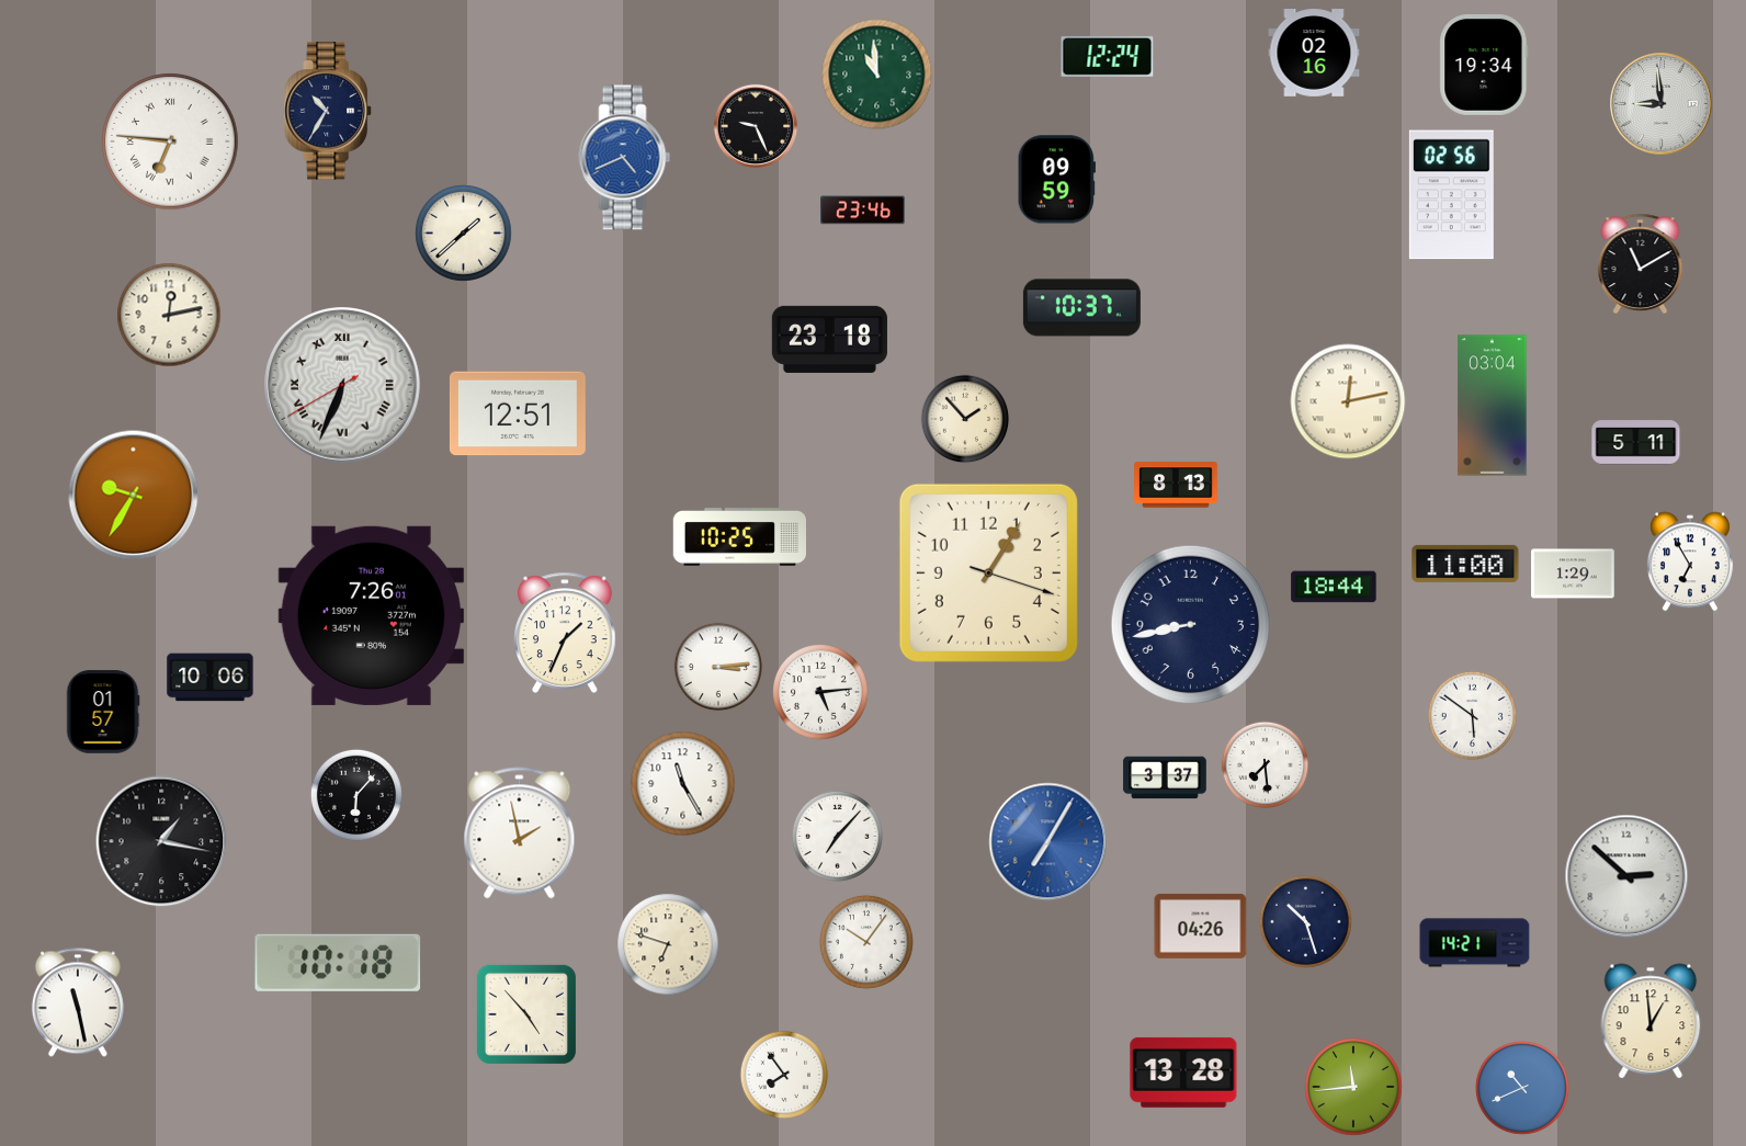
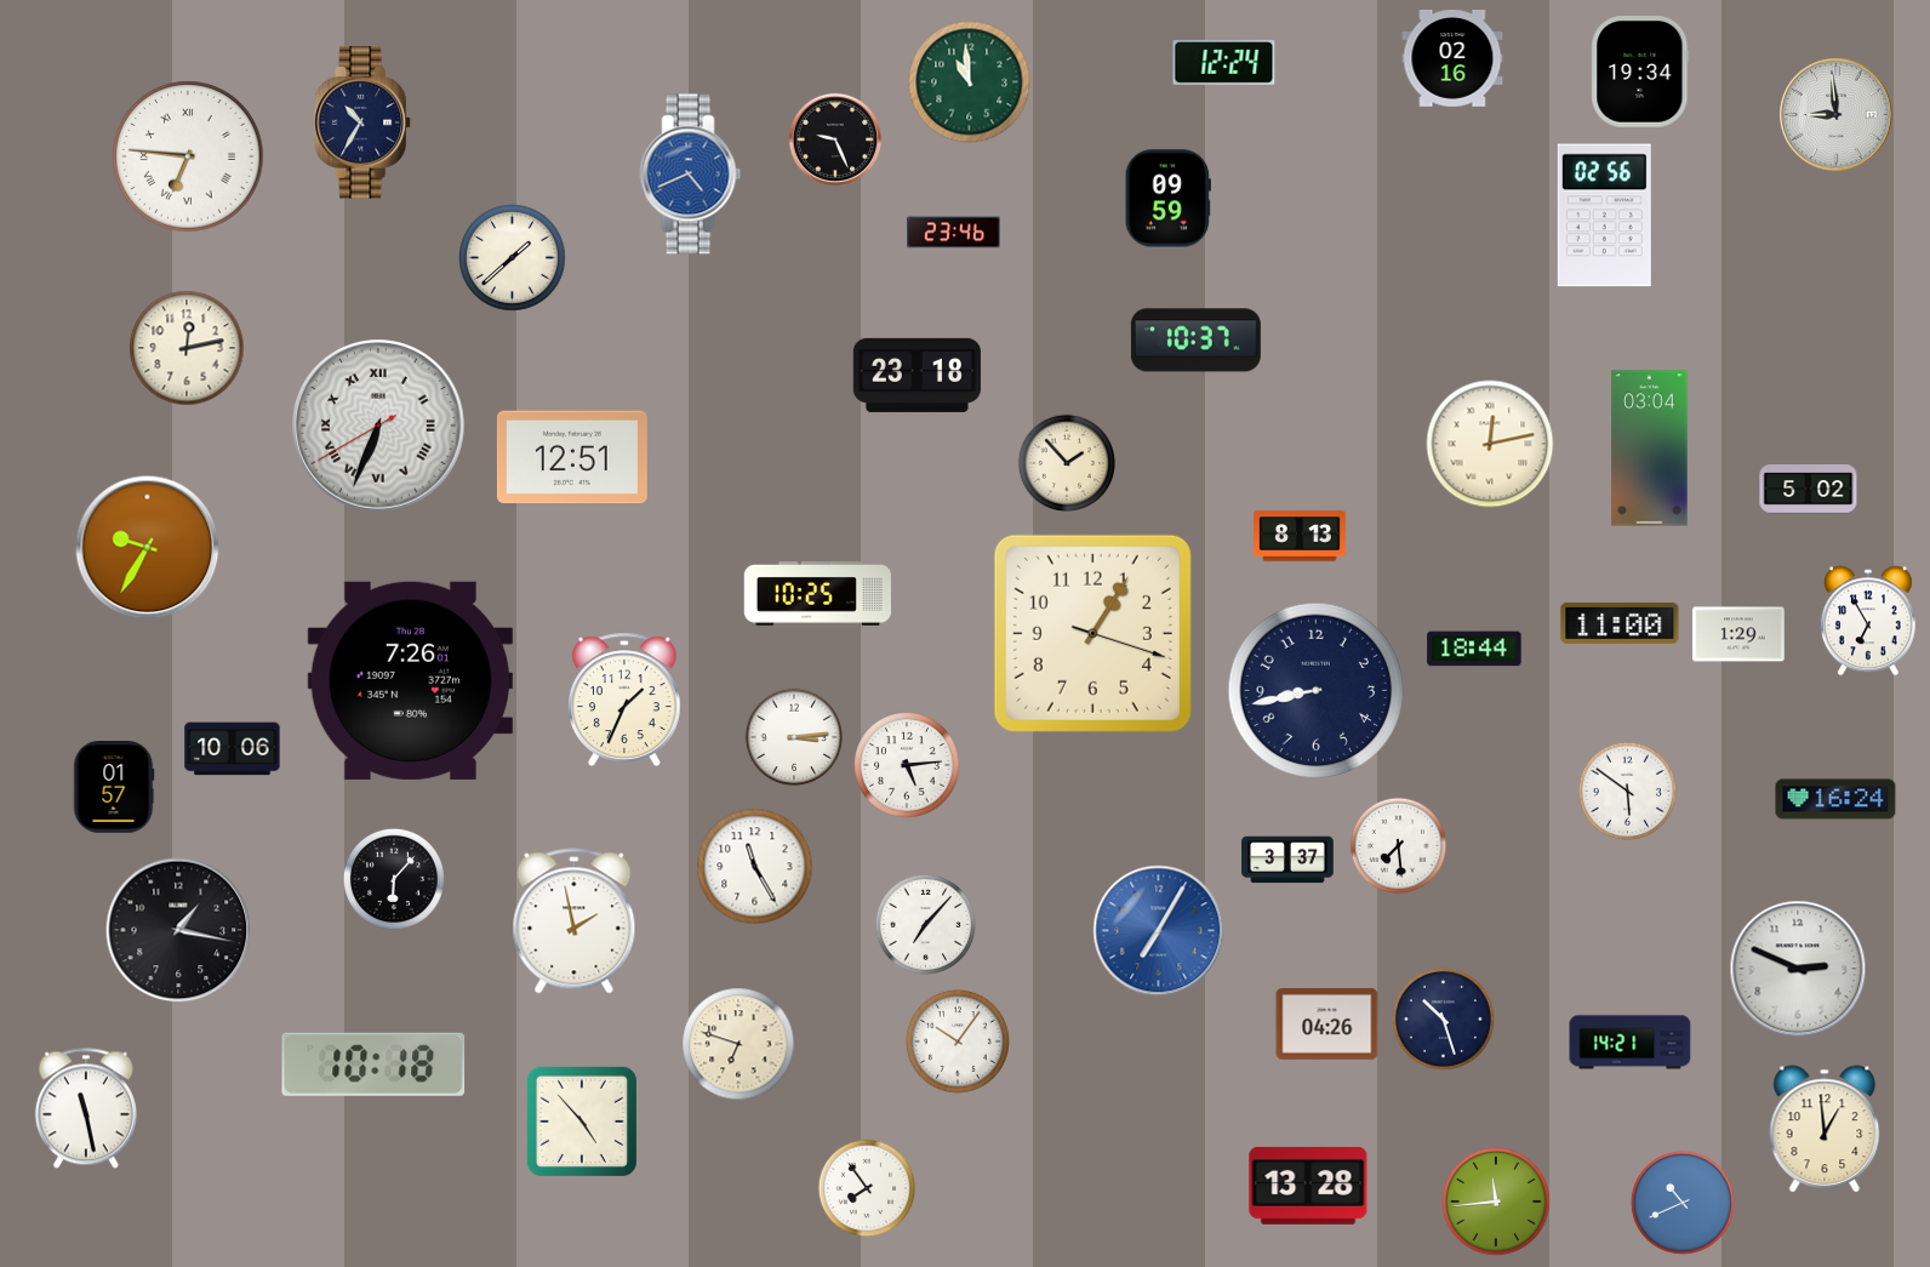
clock at (1641, 264): 11:10 -> none
clock at (1636, 443): 5:11 -> 5:02
clock at (1835, 799): none -> 16:24
clock at (1626, 876): 2:52 -> 2:49
